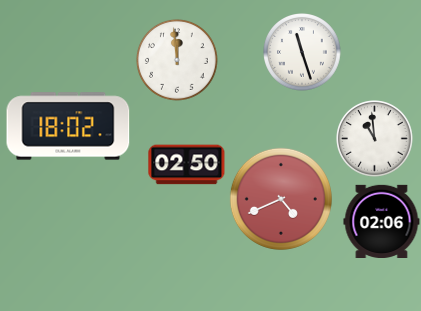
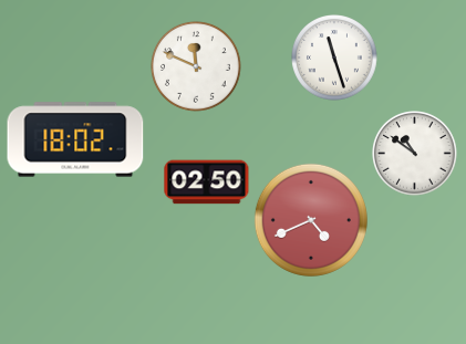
clock at (177, 60): 11:59 -> 11:49
clock at (375, 139): 10:59 -> 10:51
clock at (382, 221): 02:06 -> none
